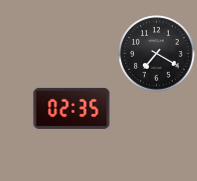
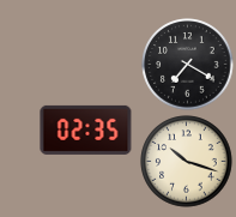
clock at (187, 162): none -> 10:18
